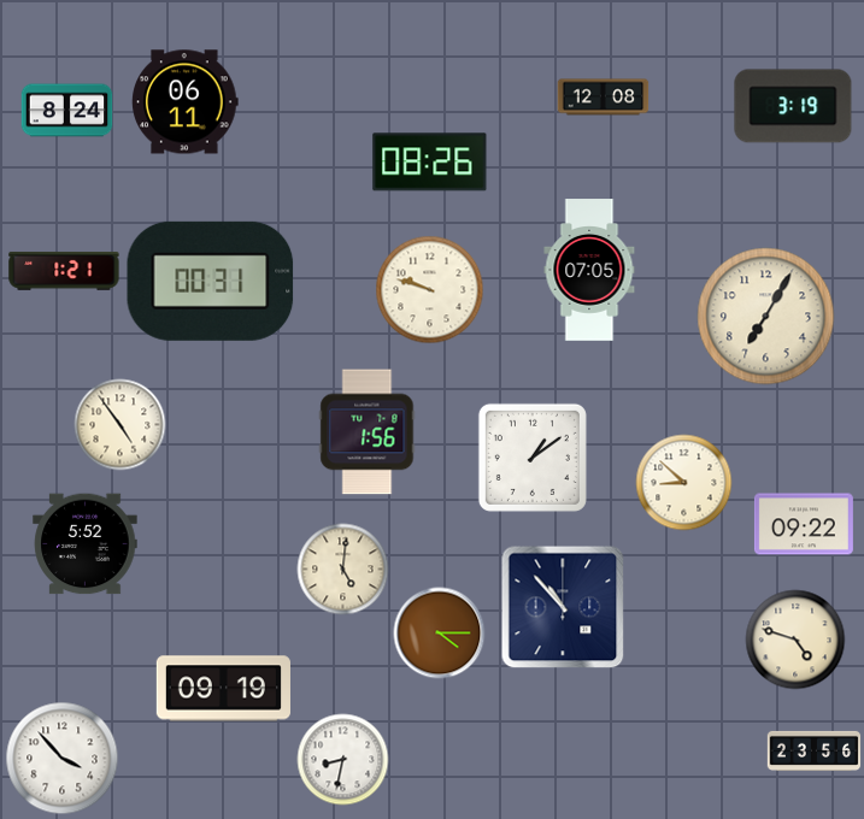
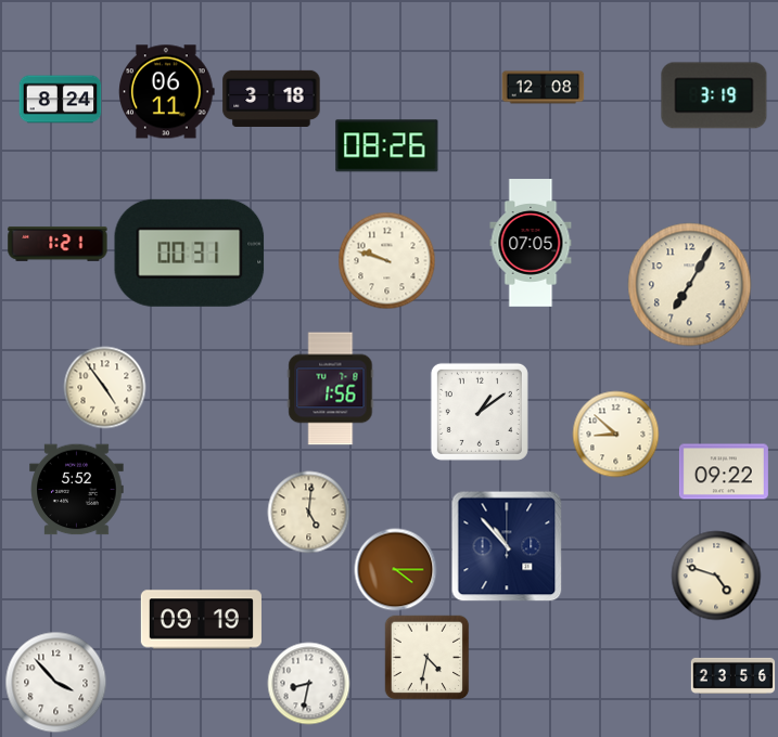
clock at (271, 99): none -> 3:18
clock at (121, 425) position: (121, 425) -> (105, 388)
clock at (428, 658): none -> 4:32
